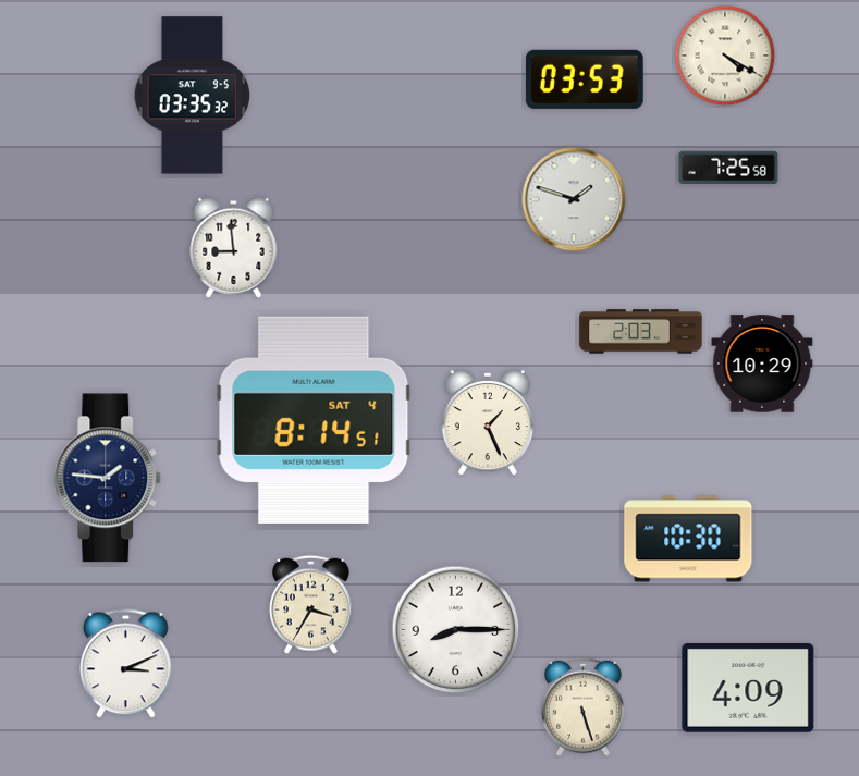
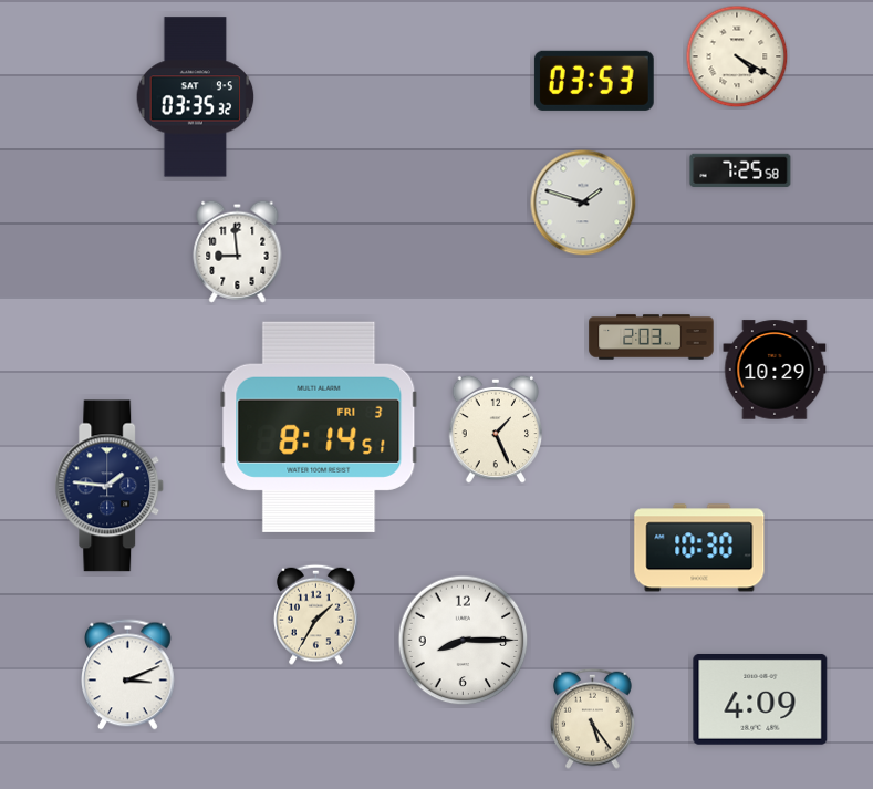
clock at (314, 420) date: SAT 4 -> FRI 3
clock at (311, 604): 3:35 -> 1:35
clock at (584, 706): 5:27 -> 5:24
